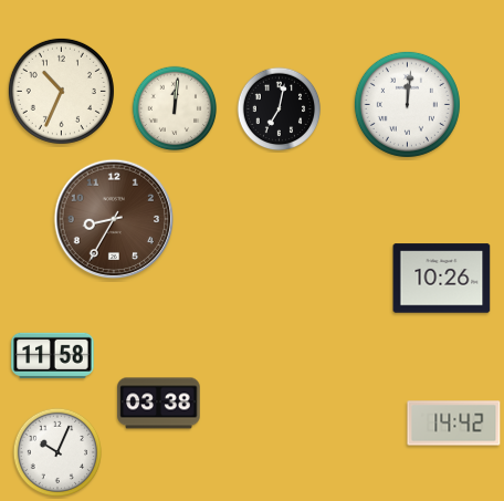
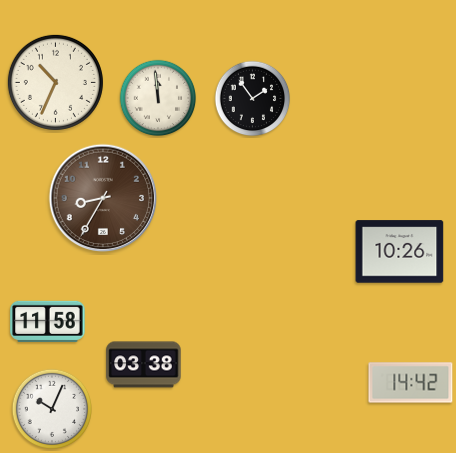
clock at (407, 104): 12:01 -> none
clock at (175, 108): 12:01 -> 11:59
clock at (280, 109): 7:02 -> 1:54
